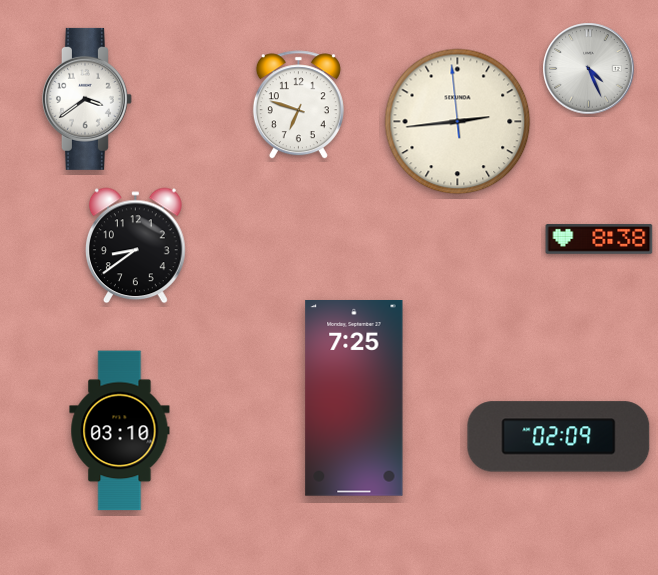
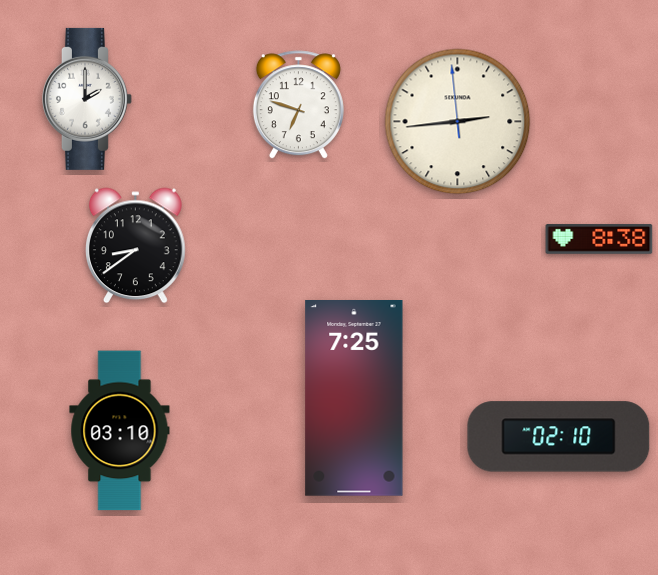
clock at (589, 69): 4:26 -> none
clock at (87, 99): 3:39 -> 2:00
clock at (559, 437): 02:09 -> 02:10
